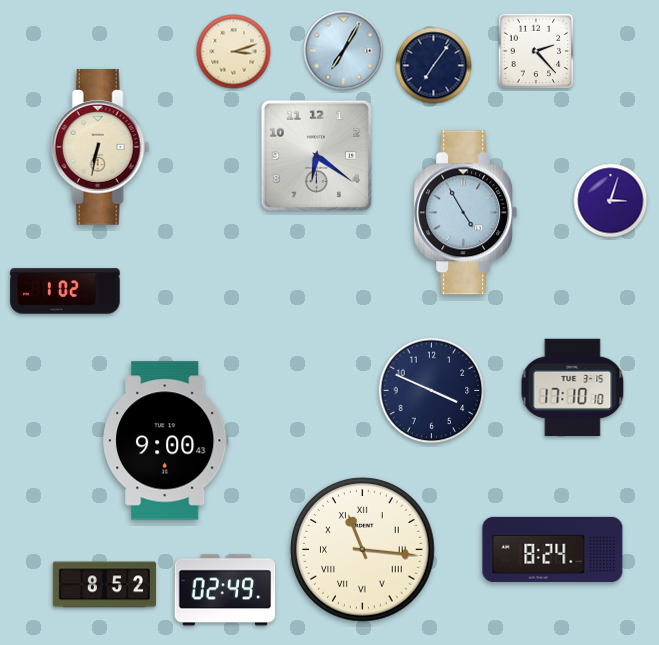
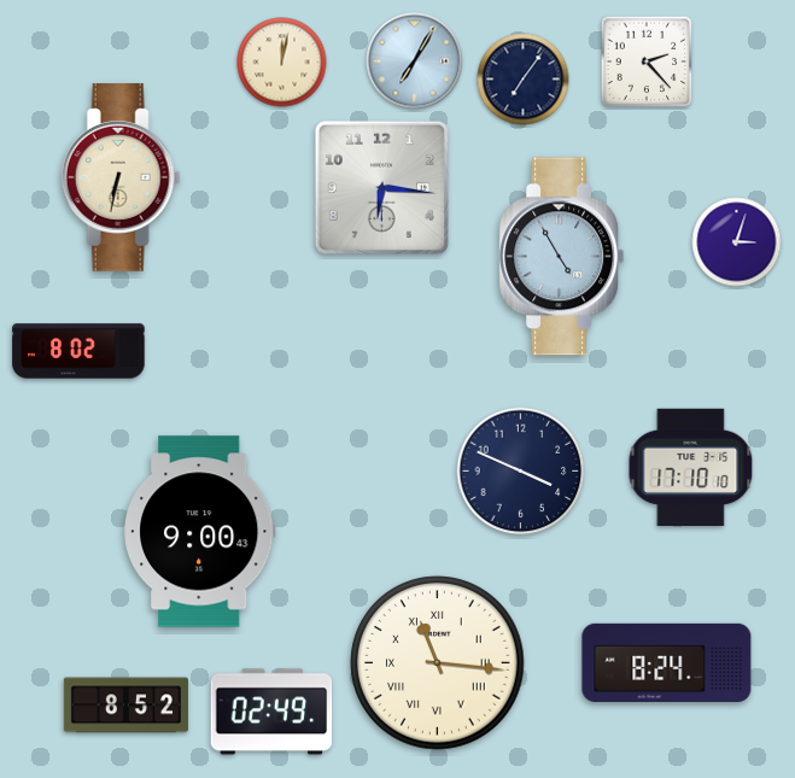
clock at (234, 52): 3:12 -> 12:02
clock at (316, 155): 6:21 -> 6:16
clock at (65, 291): 1:02 -> 8:02
